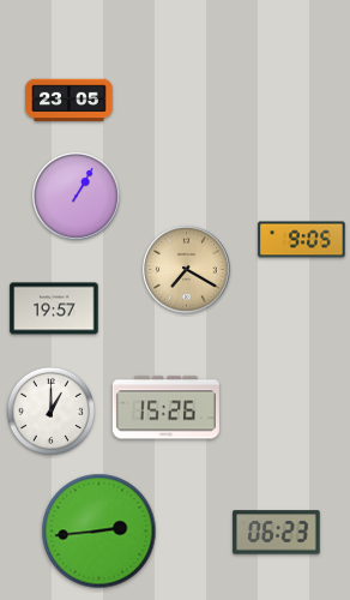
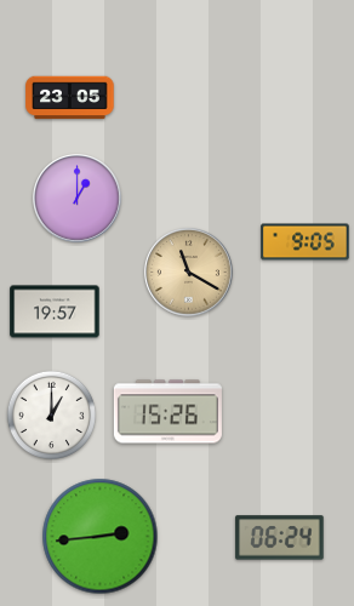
clock at (70, 101) position: (70, 101) -> (70, 98)
clock at (77, 197): 1:05 -> 1:00
clock at (187, 270): 7:20 -> 11:20
clock at (277, 533): 06:23 -> 06:24
